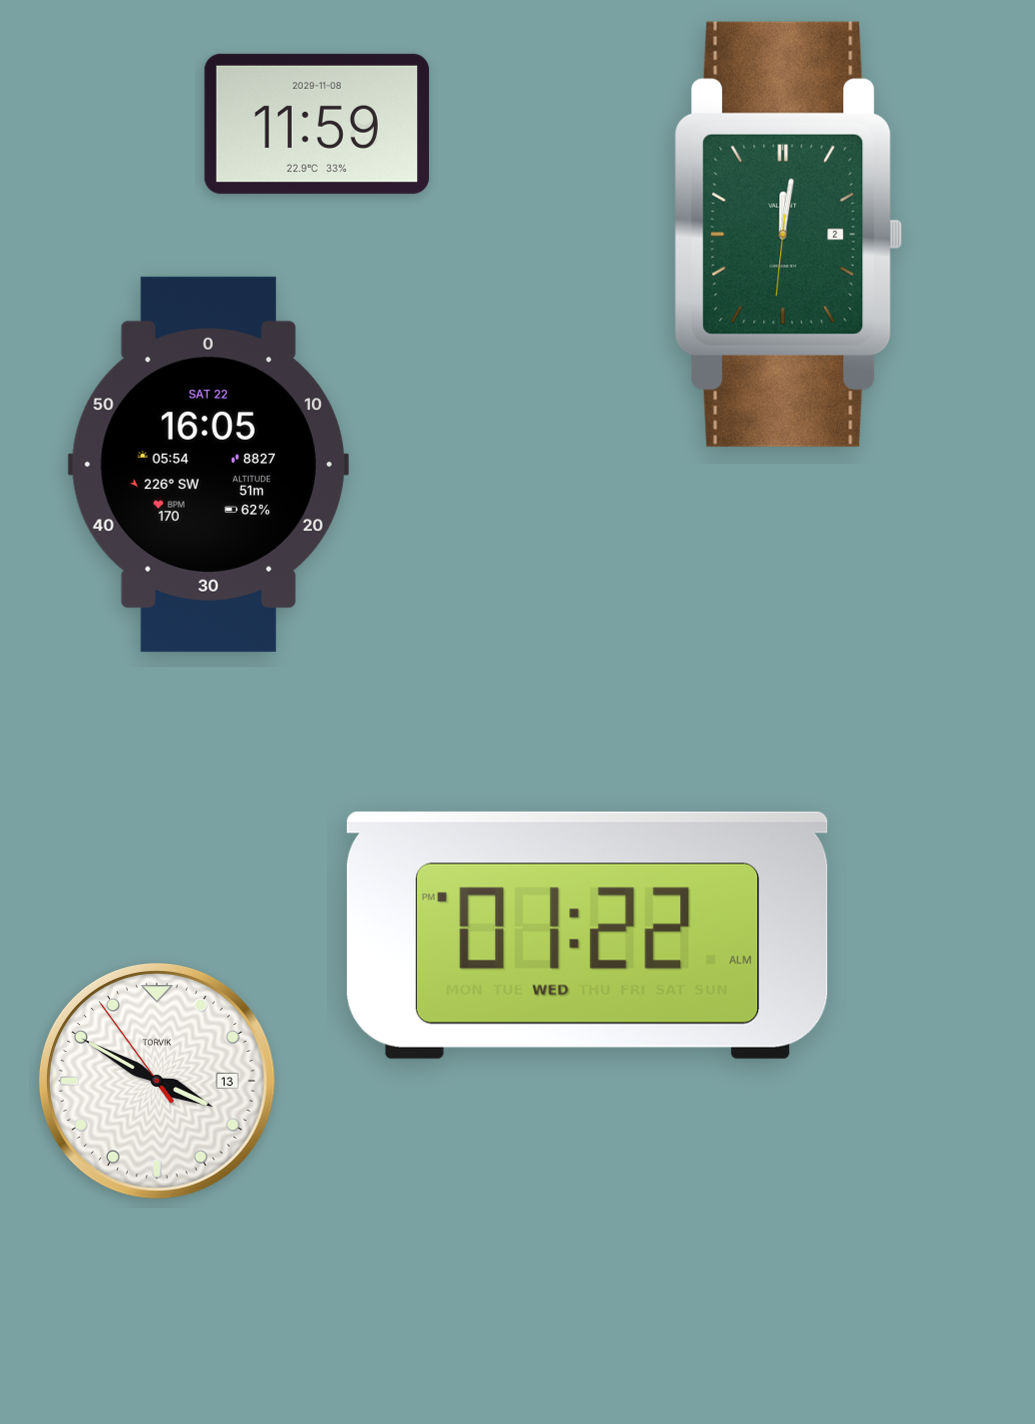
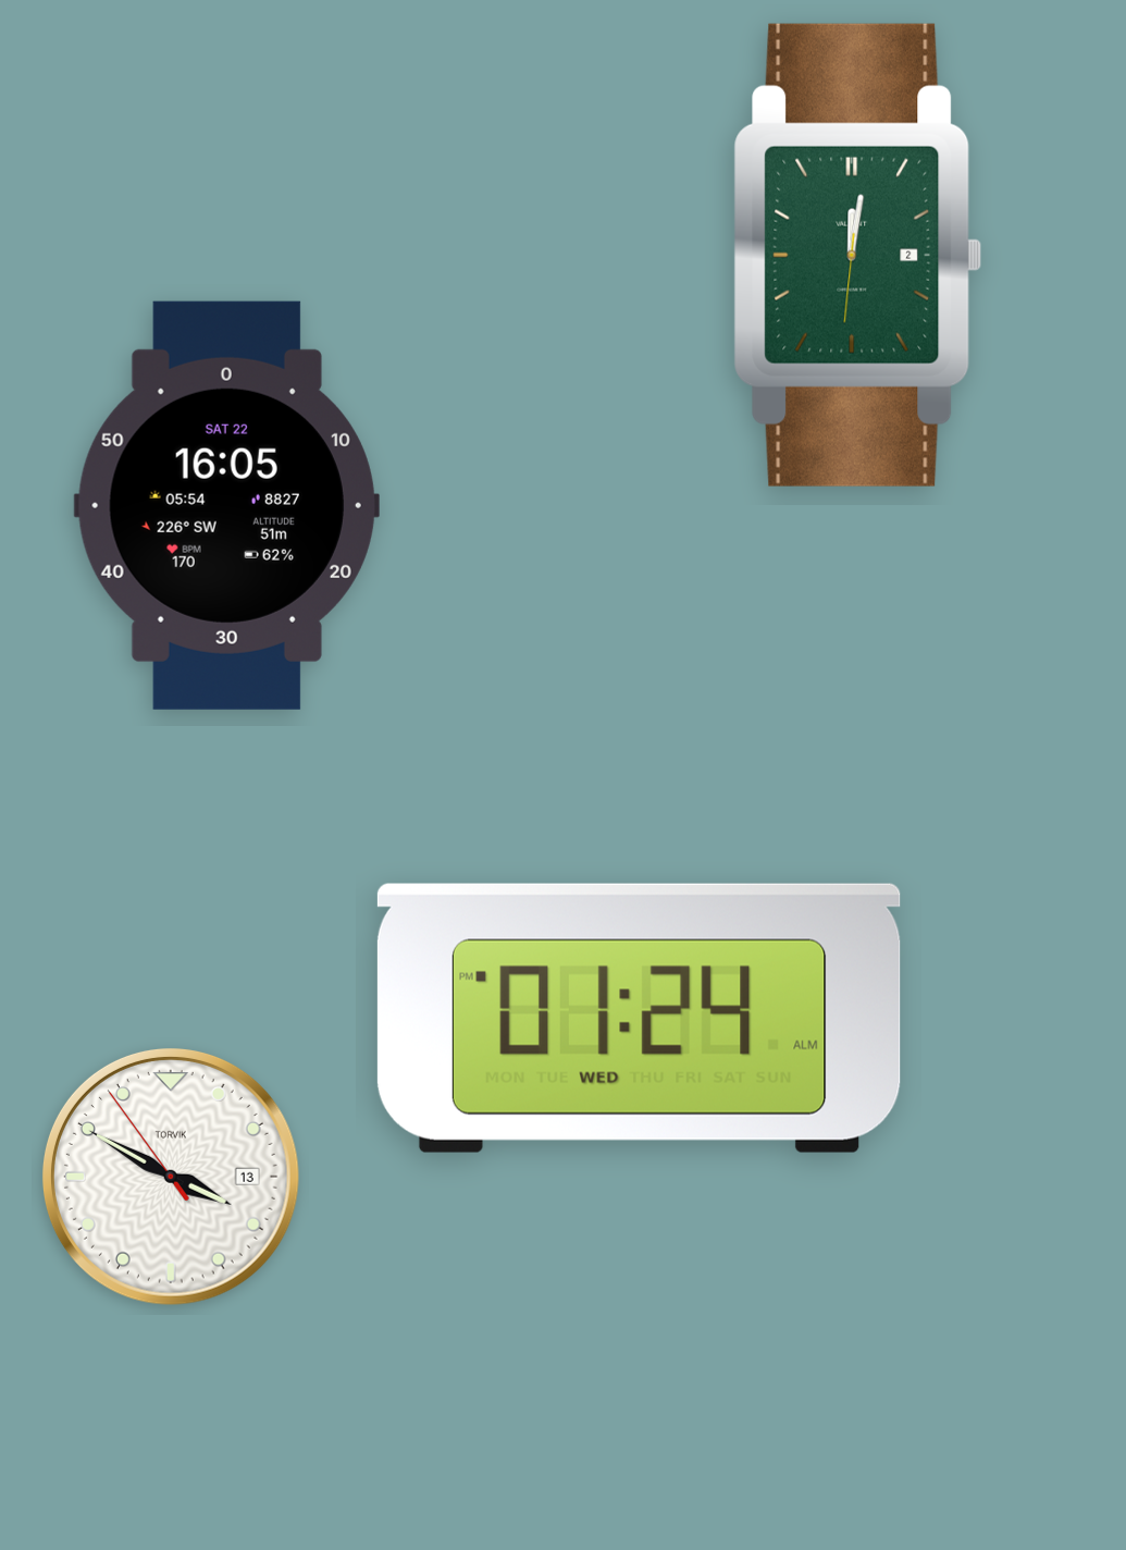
clock at (317, 124): 11:59 -> none
clock at (587, 935): 01:22 -> 01:24
